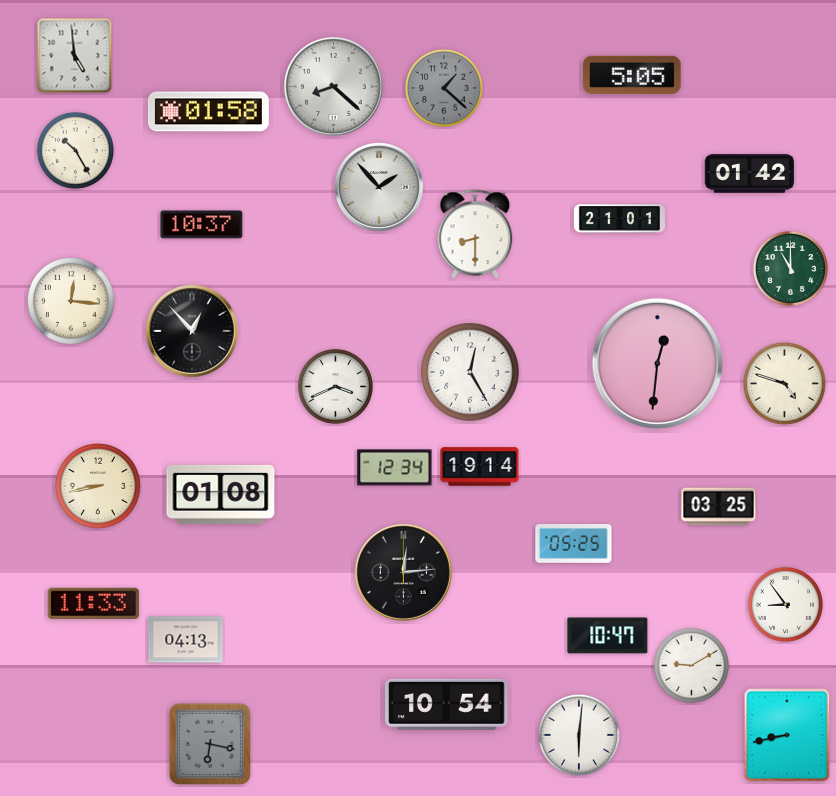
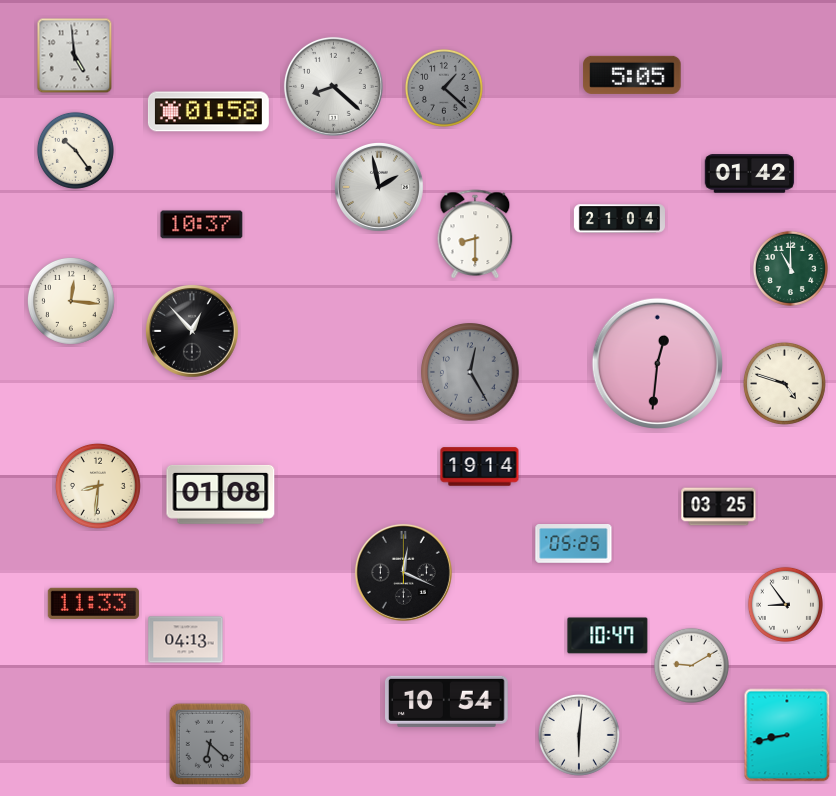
clock at (75, 150): 10:25 -> 10:24
clock at (380, 188): 1:53 -> 1:58
clock at (619, 219): 21:01 -> 21:04
clock at (470, 372) dial: white -> grey
clock at (335, 386): 3:41 -> none
clock at (395, 468): 12:34 -> none
clock at (98, 486): 8:43 -> 8:31
clock at (403, 572): 12:14 -> 12:19
clock at (447, 704) position: (447, 704) -> (447, 701)
clock at (210, 744): 6:17 -> 6:22
